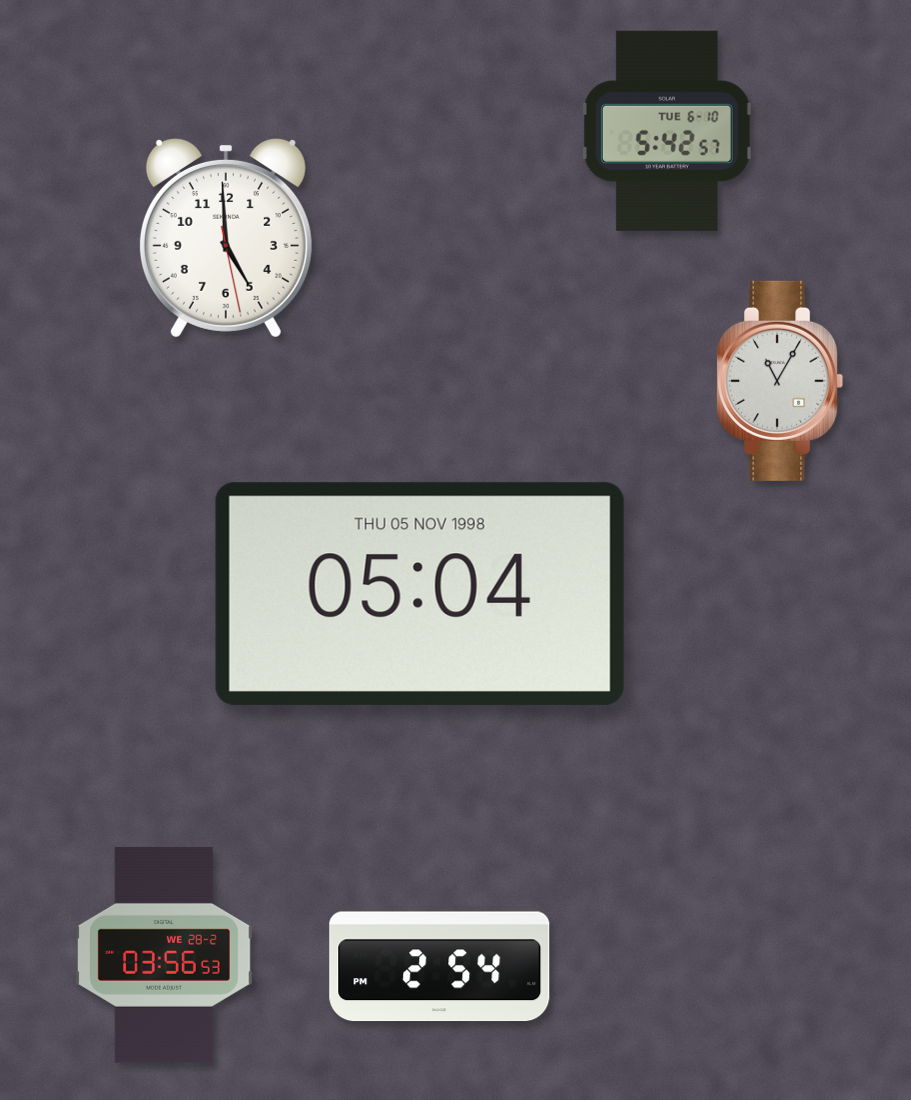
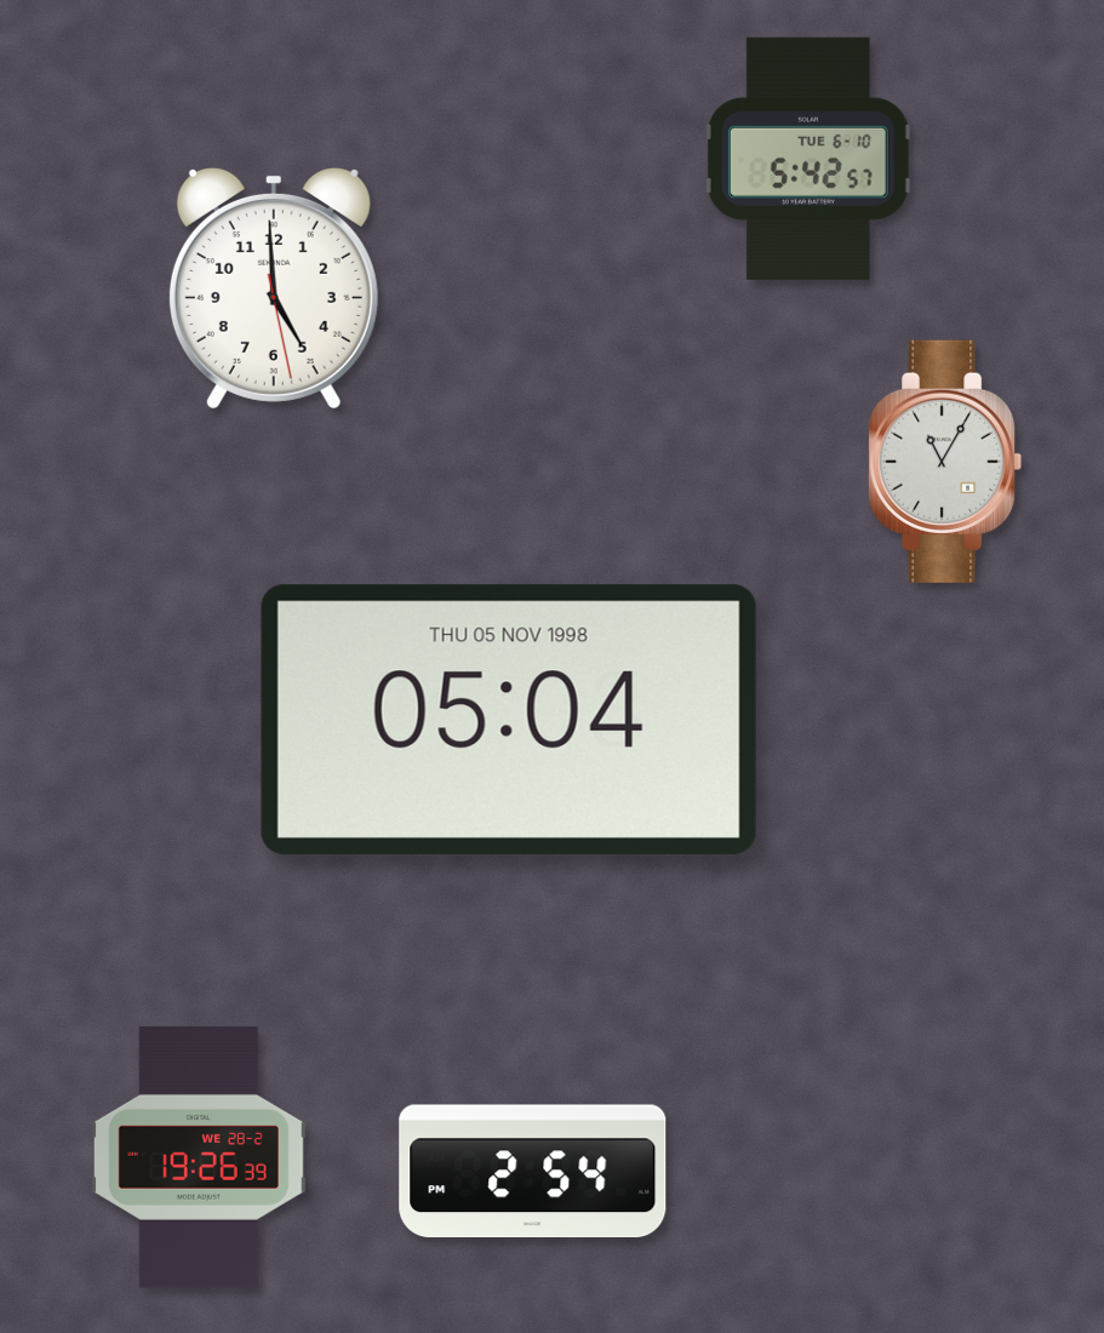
clock at (164, 955): 03:56 -> 19:26
